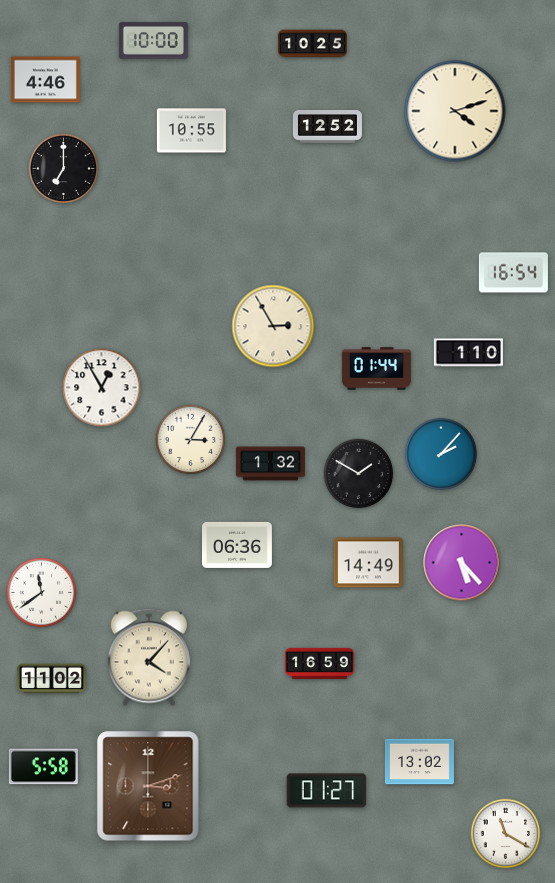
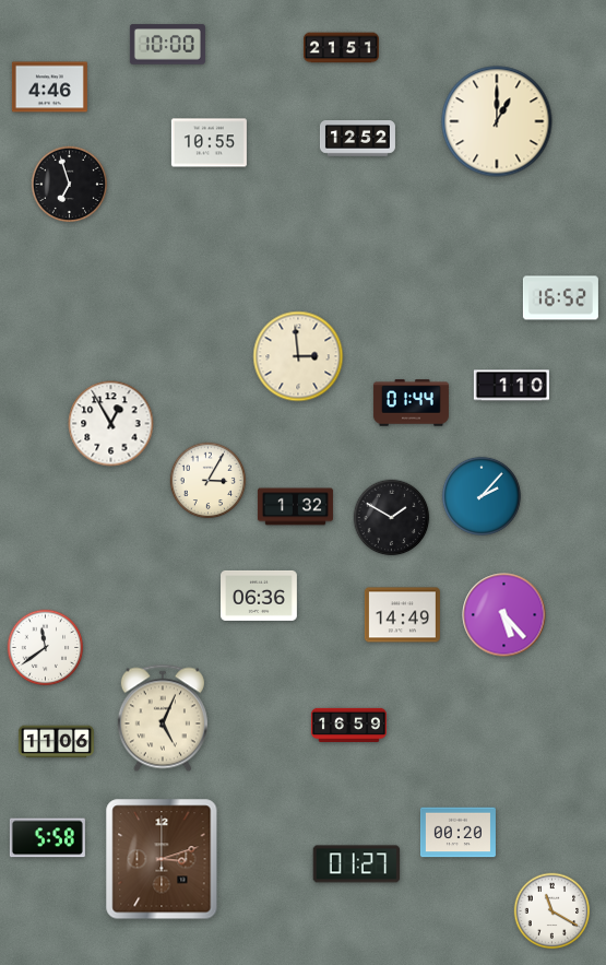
clock at (312, 44): 10:25 -> 21:51
clock at (455, 111): 4:12 -> 1:00
clock at (64, 169): 7:00 -> 6:57
clock at (513, 273): 16:54 -> 16:52
clock at (273, 326): 2:55 -> 2:59
clock at (149, 657): 4:07 -> 5:04
clock at (51, 679): 11:02 -> 11:06
clock at (419, 762): 13:02 -> 00:20
